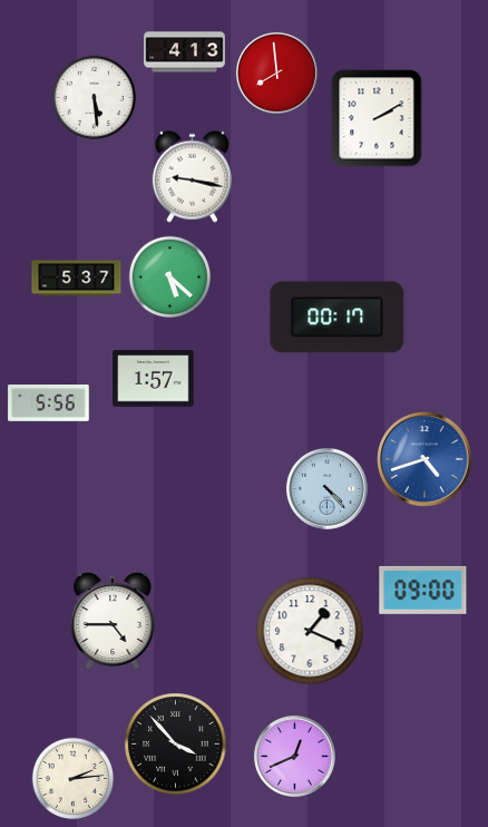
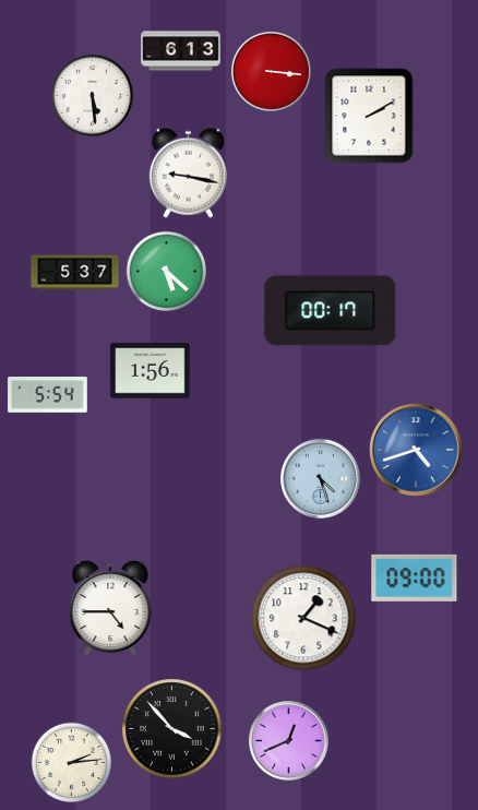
clock at (185, 52): 4:13 -> 6:13
clock at (276, 72): 7:59 -> 3:16
clock at (154, 379): 1:57 -> 1:56
clock at (49, 403): 5:56 -> 5:54
clock at (326, 488): 4:23 -> 4:27
